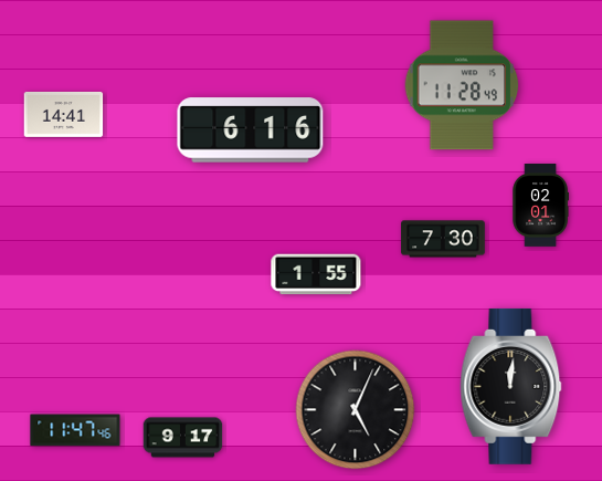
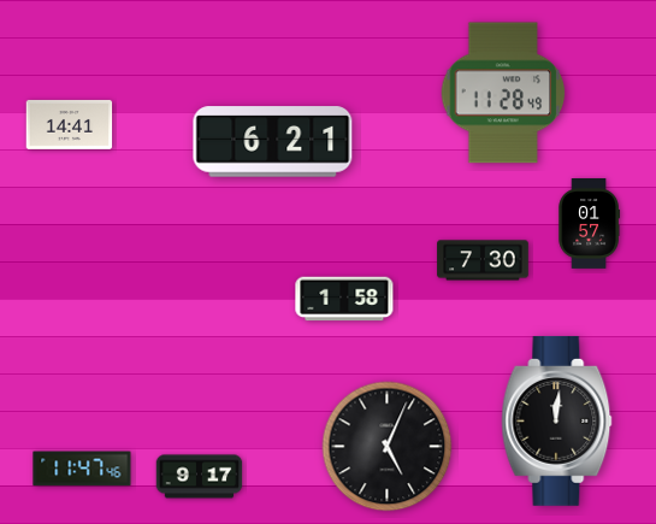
clock at (251, 130): 6:16 -> 6:21
clock at (540, 206): 02:01 -> 01:57
clock at (316, 274): 1:55 -> 1:58
